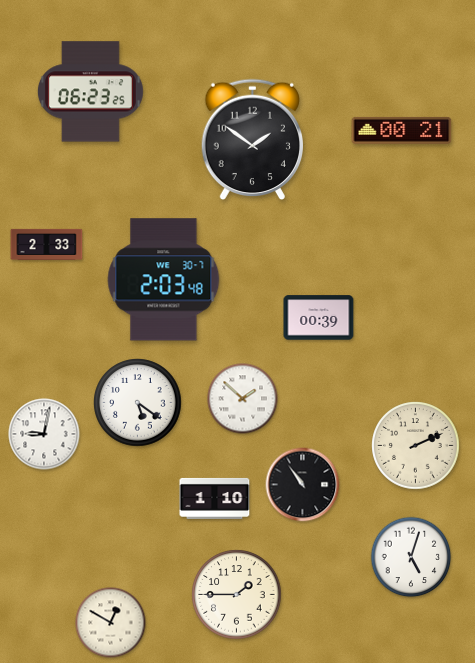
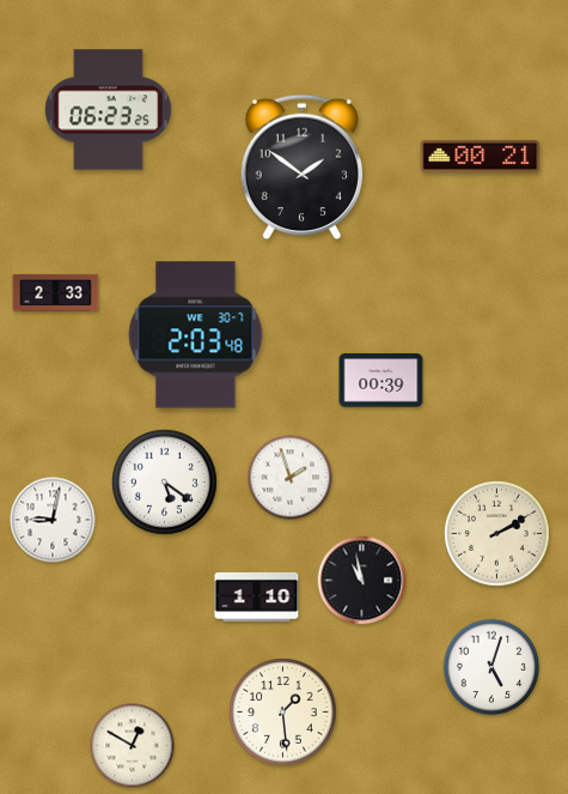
clock at (243, 399): 1:52 -> 1:57
clock at (416, 446): 2:11 -> 2:10
clock at (303, 485): 10:54 -> 10:58
clock at (237, 595): 1:45 -> 1:29
